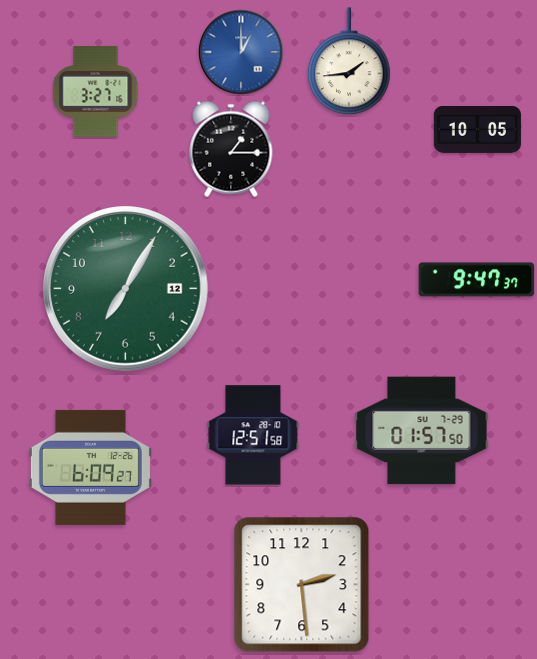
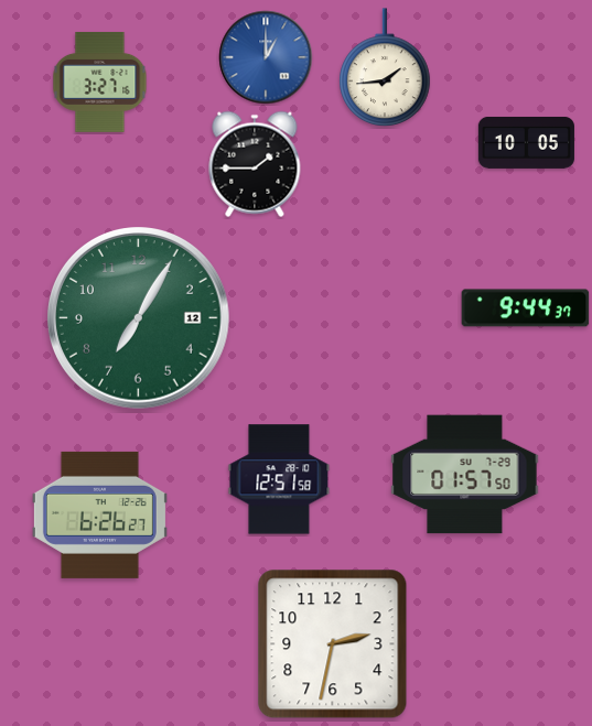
clock at (96, 91) position: (96, 91) -> (100, 82)
clock at (231, 149): 1:15 -> 1:45
clock at (477, 280): 9:47 -> 9:44
clock at (90, 467): 6:09 -> 6:26
clock at (302, 585): 2:29 -> 2:32
